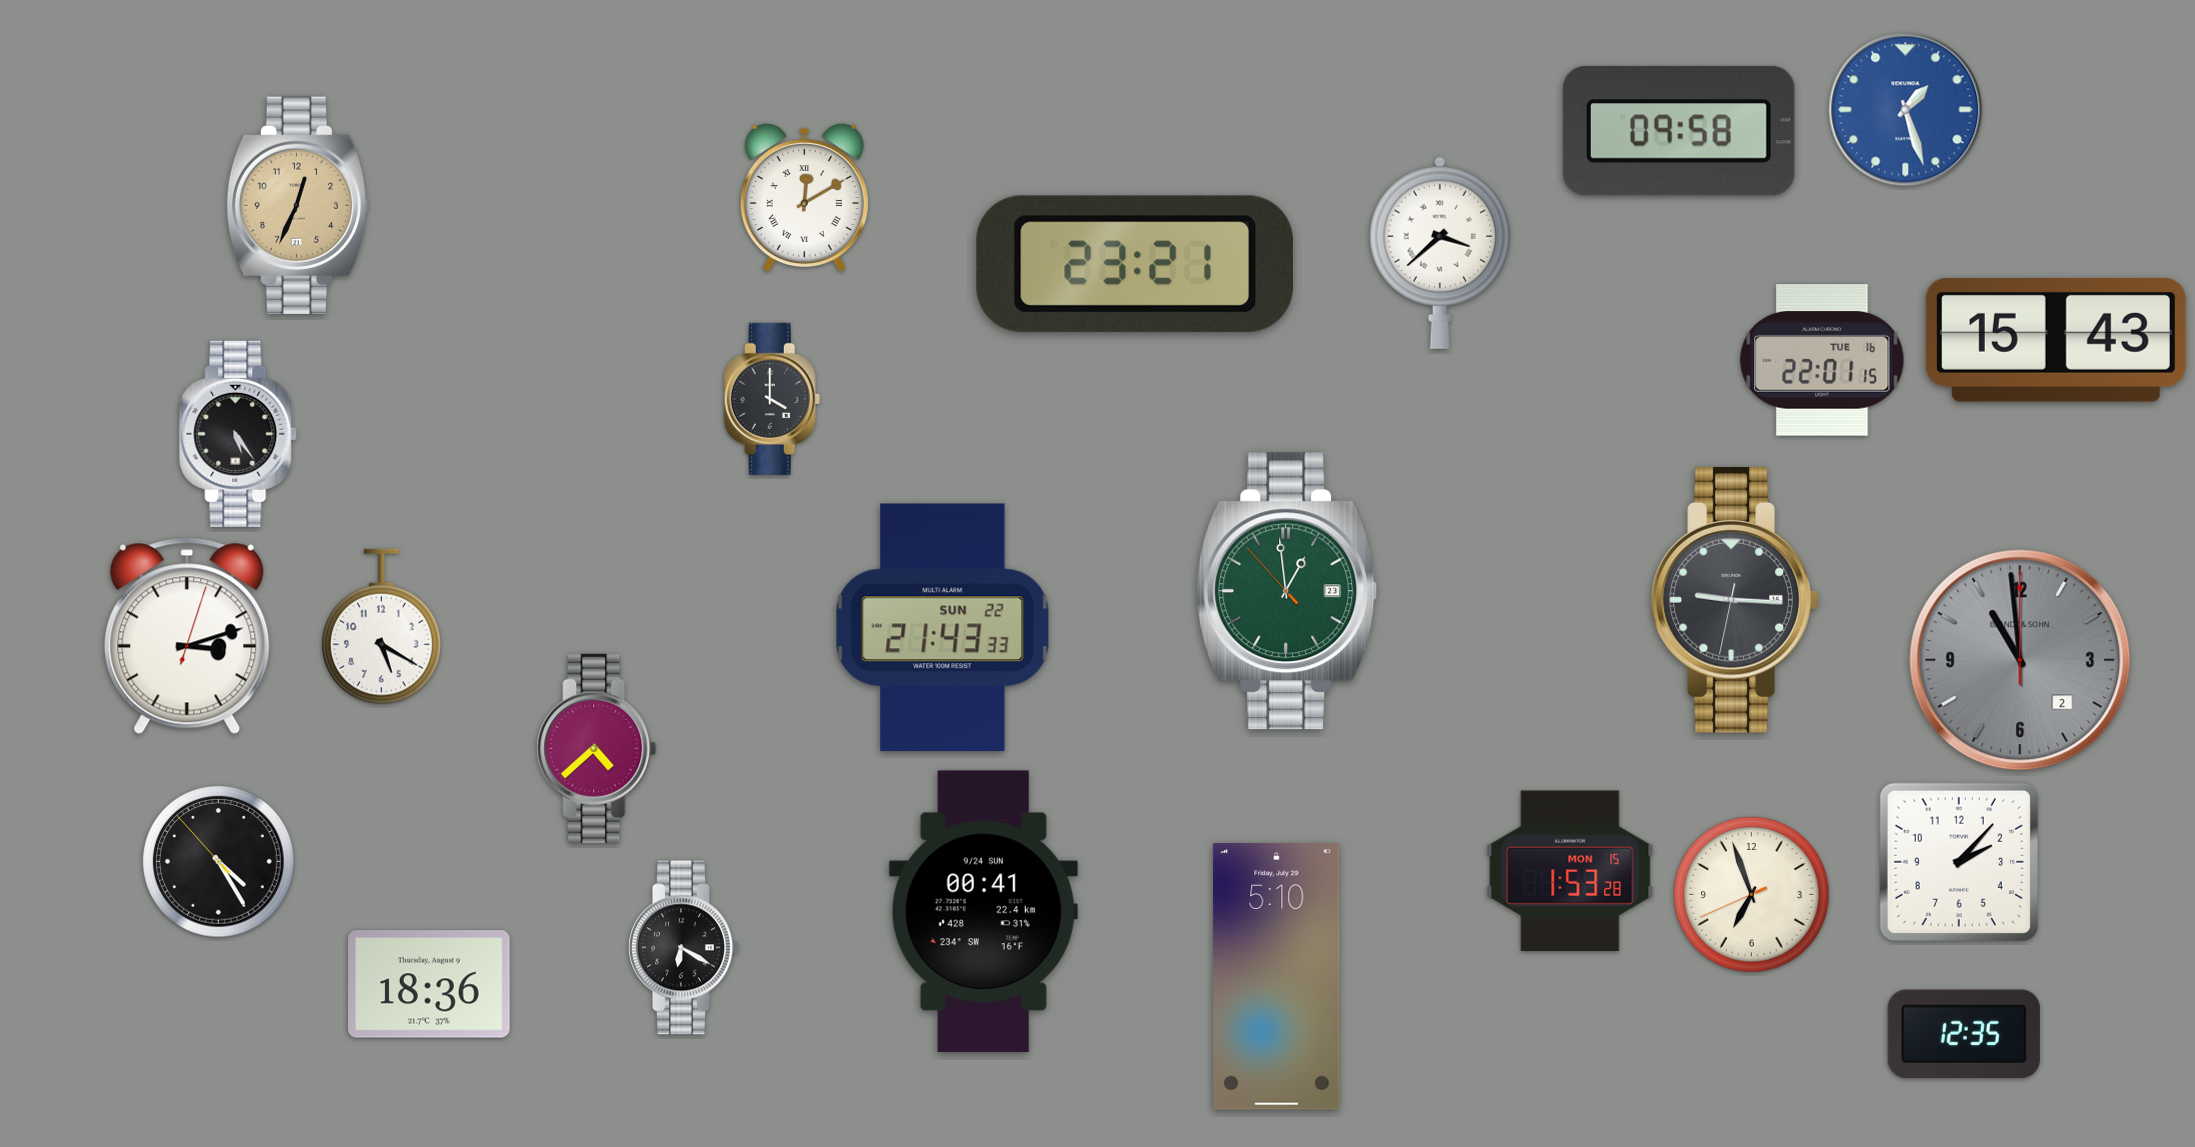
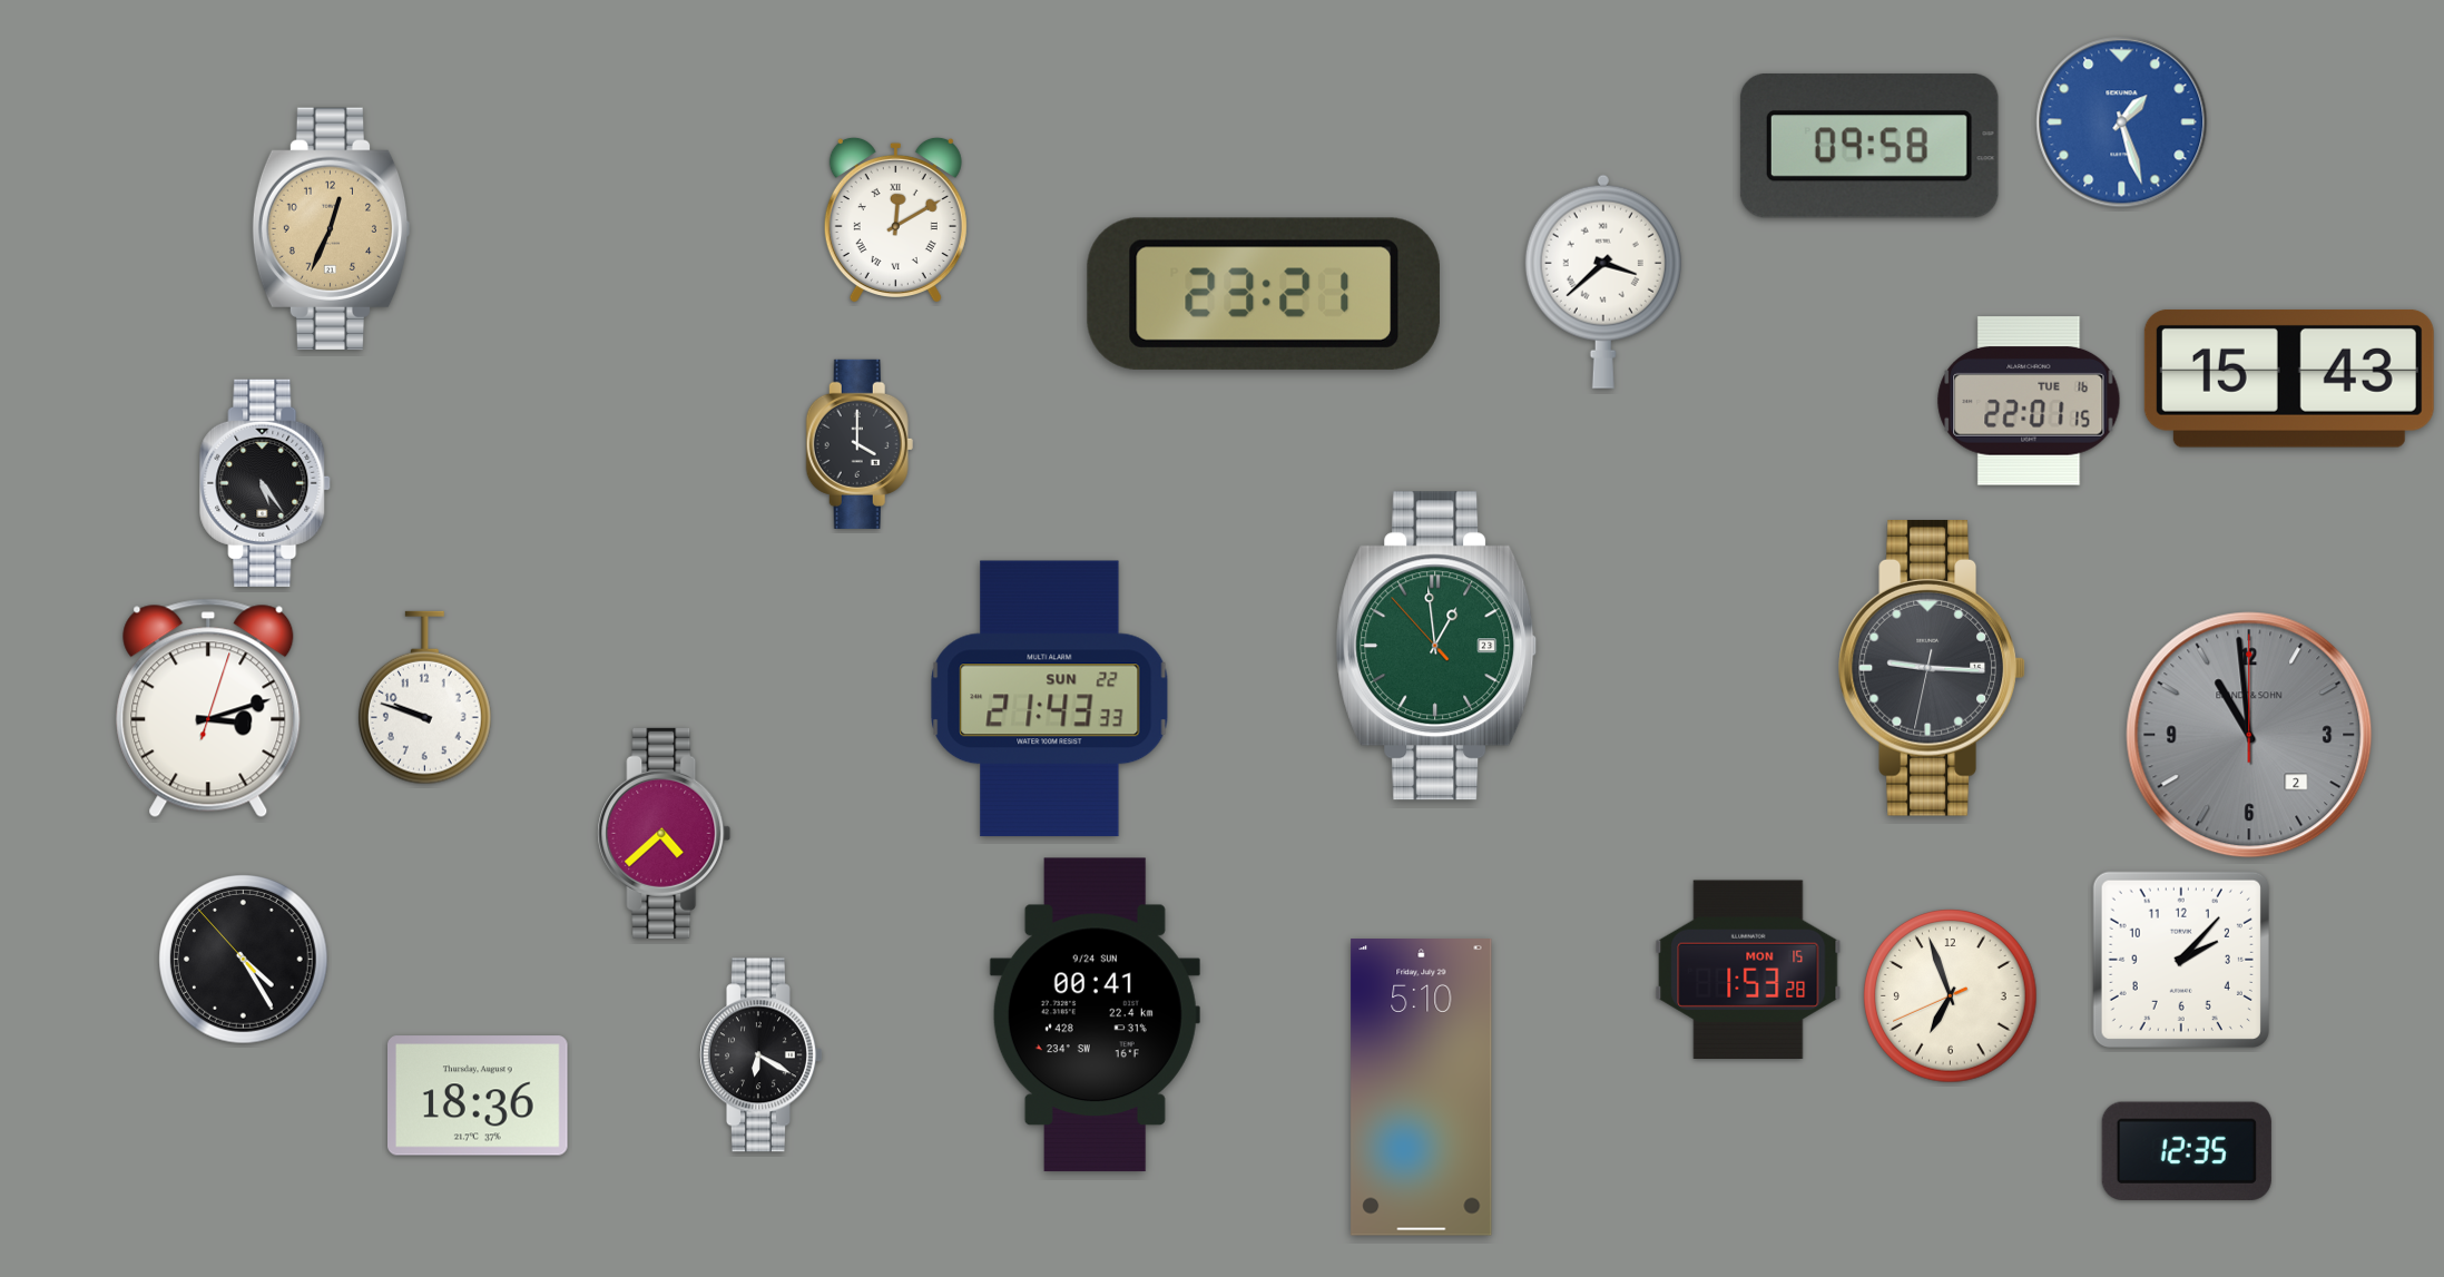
clock at (1287, 591) position: (1287, 591) -> (1436, 646)
clock at (381, 627): 5:20 -> 9:48
